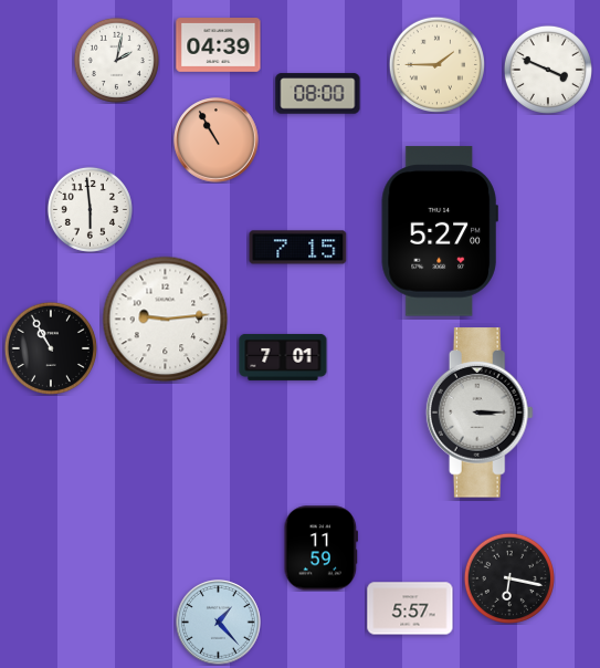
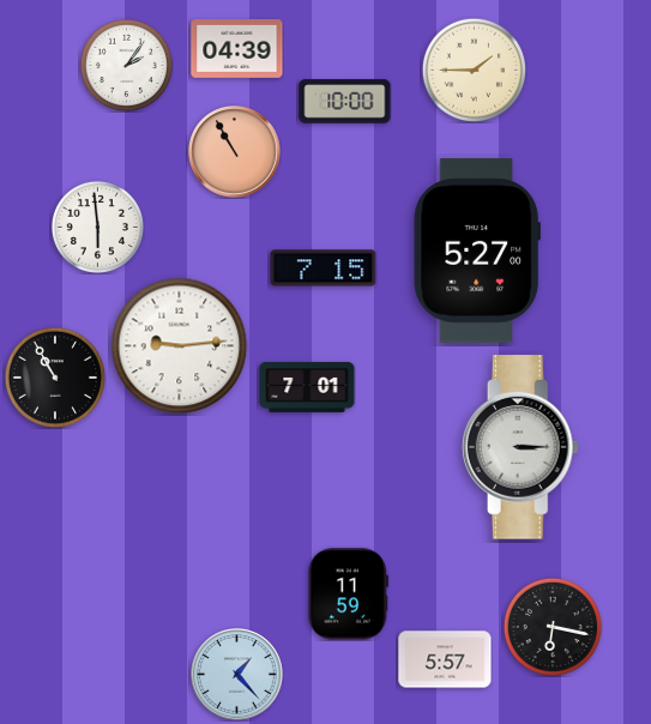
clock at (116, 60): 2:02 -> 2:06
clock at (548, 70): 3:49 -> none
clock at (318, 94): 08:00 -> 10:00
